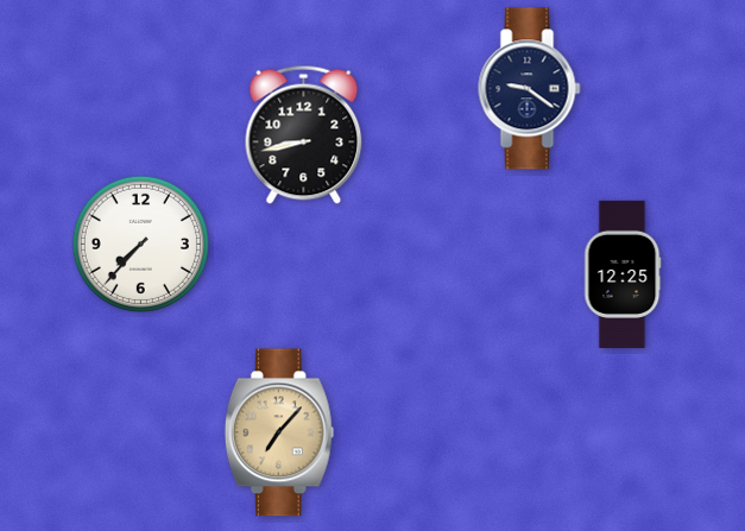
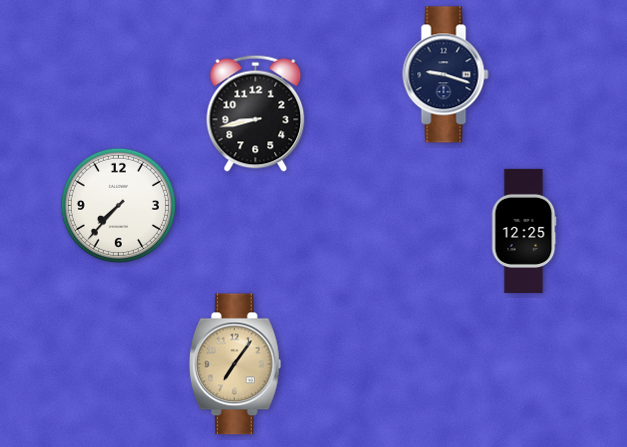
clock at (530, 89): 9:21 -> 9:18
clock at (279, 432): 7:07 -> 7:06
